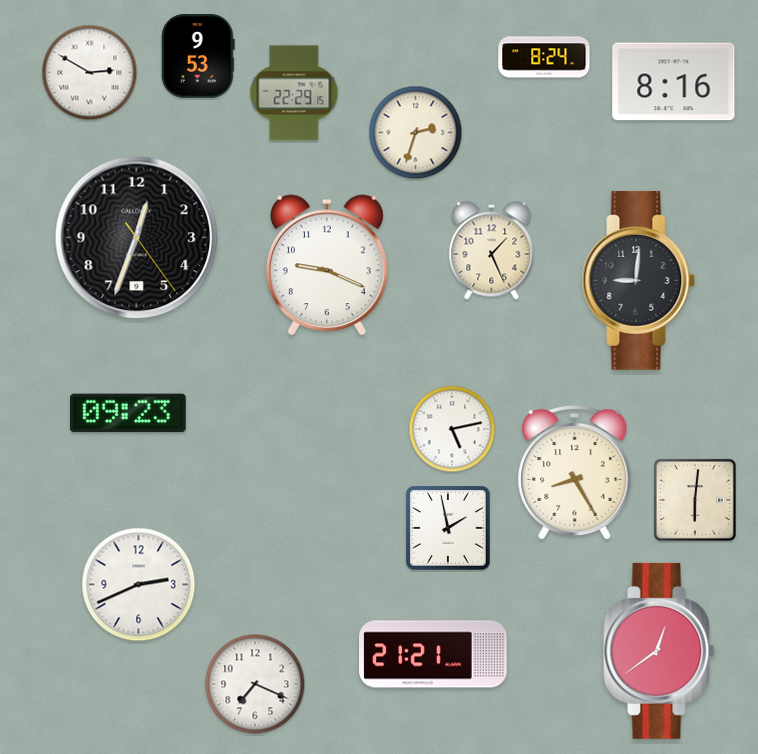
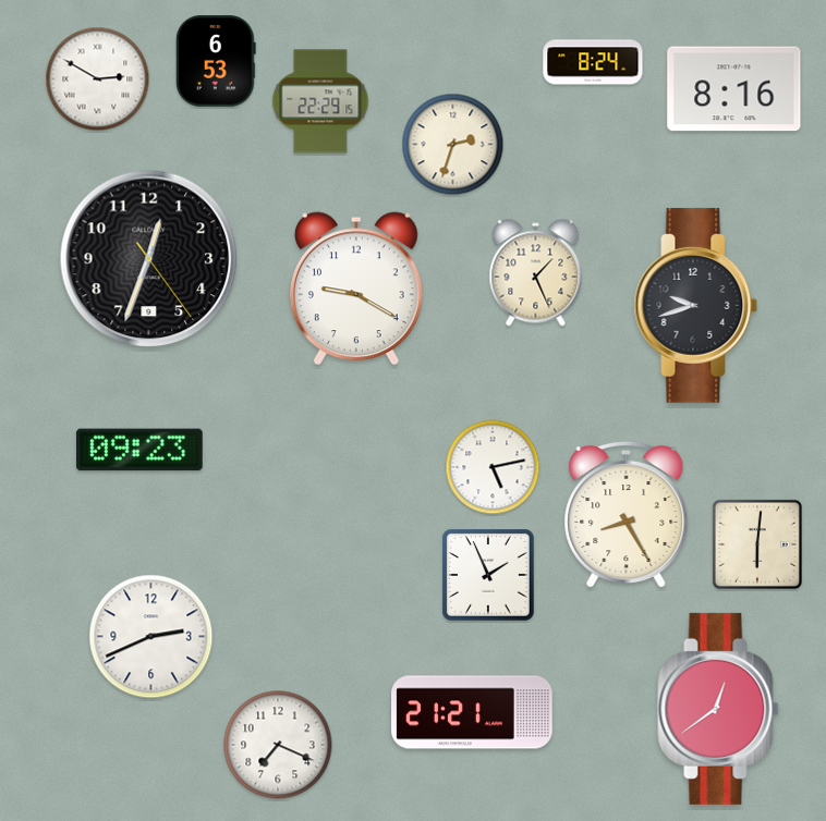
clock at (199, 56): 9:53 -> 6:53
clock at (327, 265): 9:19 -> 9:20
clock at (639, 280): 9:01 -> 9:42
clock at (448, 528): 1:58 -> 1:56
